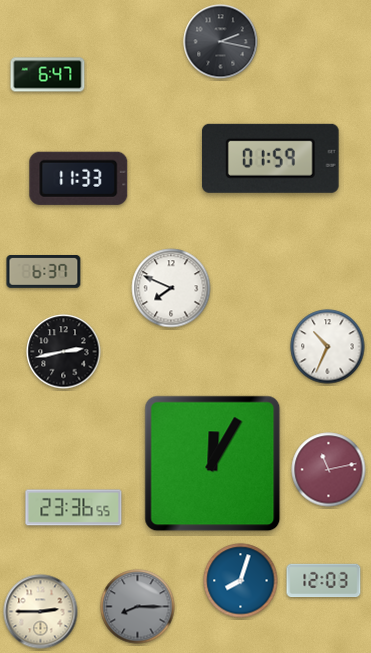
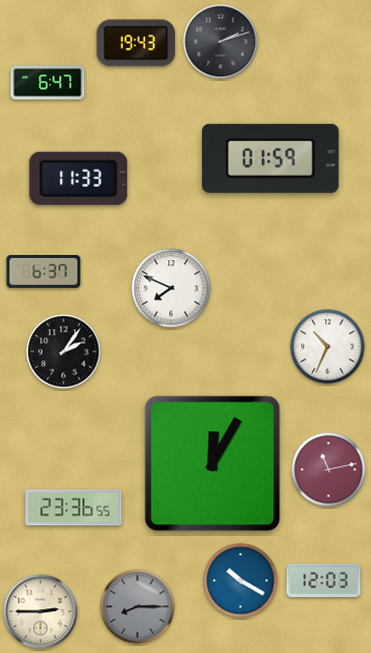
clock at (221, 42): 2:17 -> 2:12
clock at (136, 43): none -> 19:43
clock at (48, 75) position: (48, 75) -> (48, 83)
clock at (64, 352): 2:43 -> 2:06
clock at (241, 581): 8:03 -> 10:20
